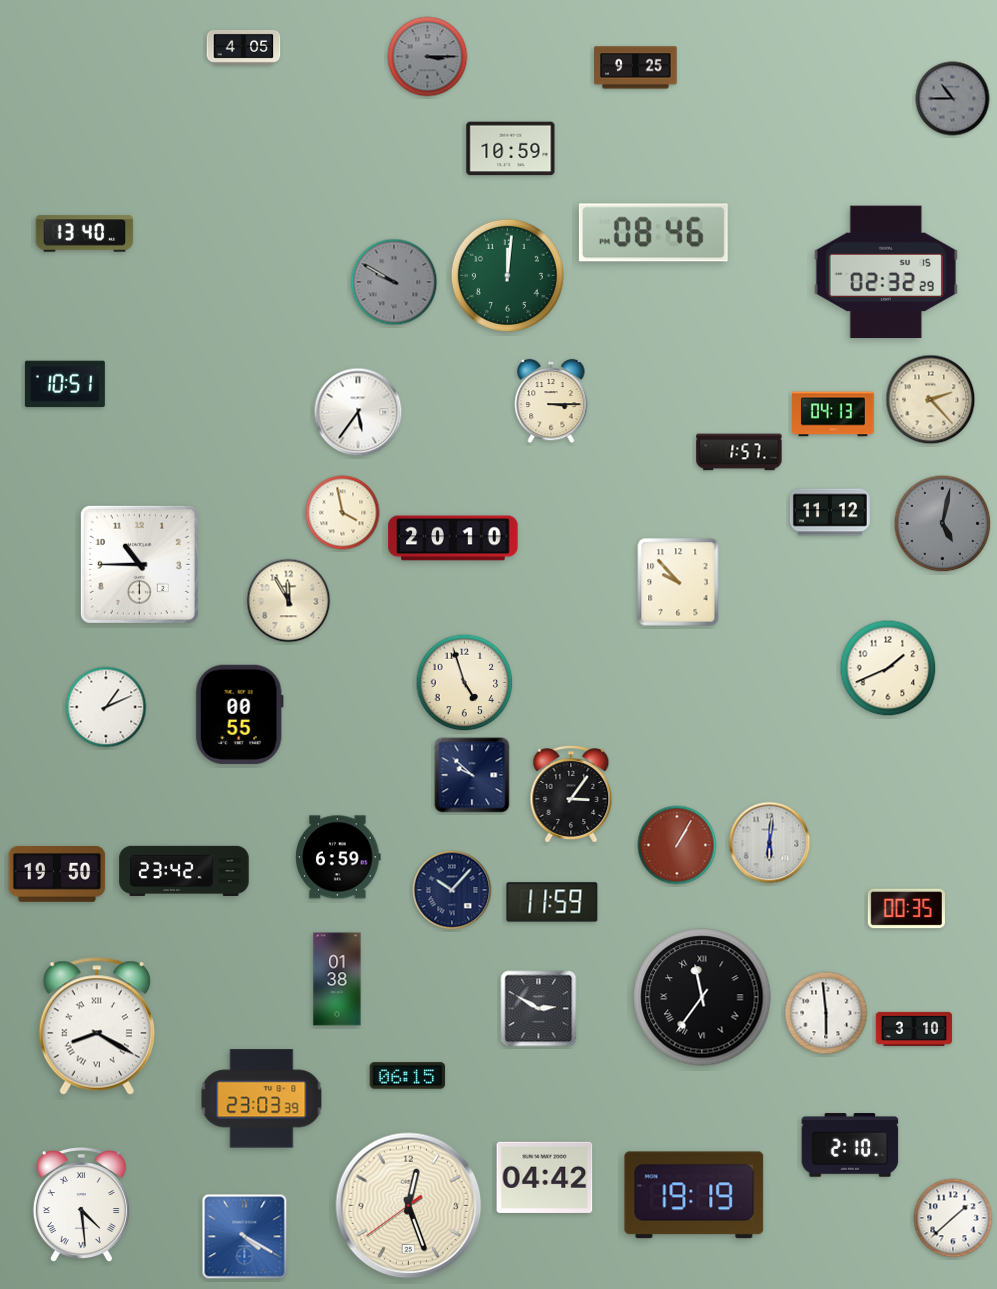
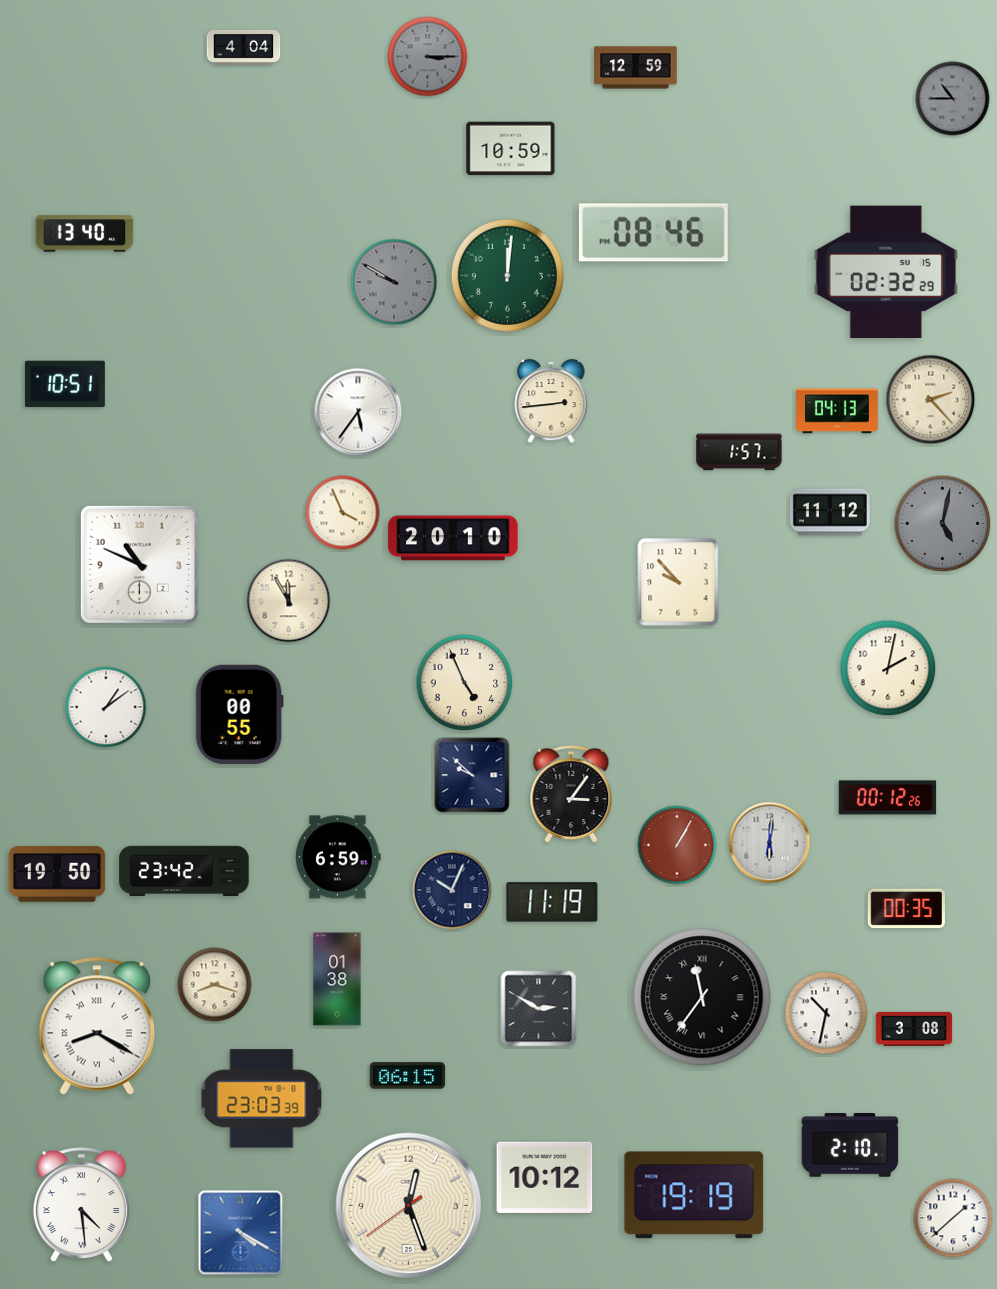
clock at (244, 47): 4:05 -> 4:04
clock at (636, 68): 9:25 -> 12:59
clock at (551, 401): 3:15 -> 2:44
clock at (833, 414) position: (833, 414) -> (837, 411)
clock at (343, 513): 3:58 -> 3:56
clock at (139, 564): 10:45 -> 10:49
clock at (888, 668): 1:41 -> 2:02
clock at (465, 683): 4:57 -> 4:56
clock at (106, 707): 1:11 -> 1:09
clock at (888, 798): none -> 00:12
clock at (452, 890): 10:07 -> 10:04
clock at (552, 902): 11:59 -> 11:19
clock at (215, 985): none -> 8:18
clock at (826, 1013): 5:59 -> 10:32
clock at (914, 1029): 3:10 -> 3:08
clock at (545, 1177): 04:42 -> 10:12
clock at (245, 1237) position: (245, 1237) -> (241, 1233)
